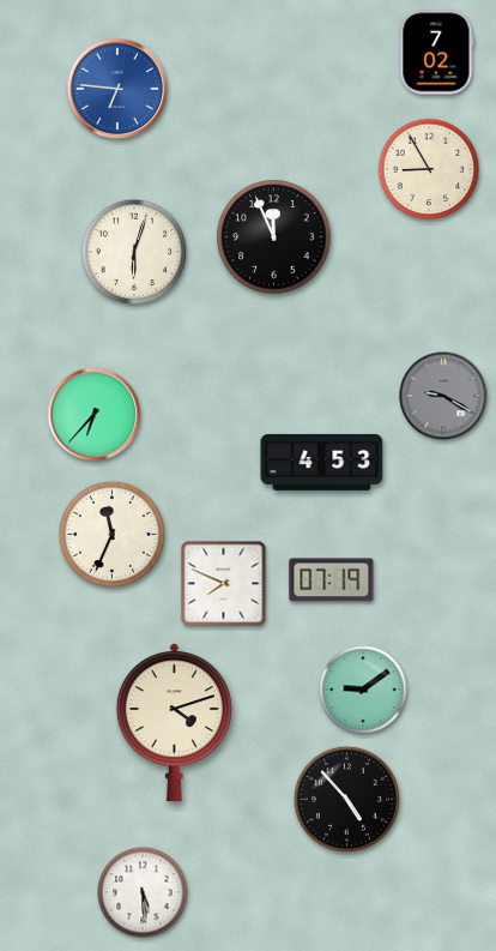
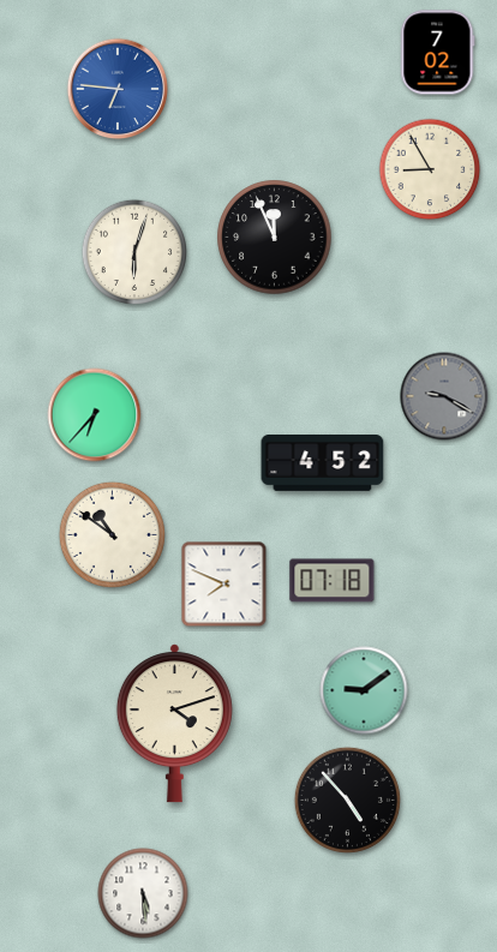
clock at (322, 463): 4:53 -> 4:52
clock at (111, 534): 11:34 -> 10:51
clock at (332, 580): 07:19 -> 07:18
